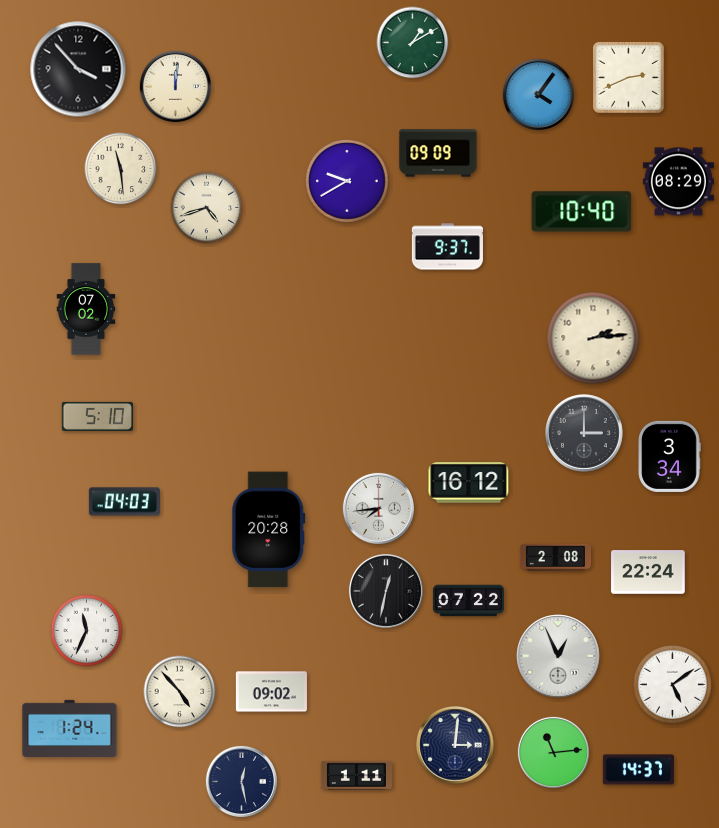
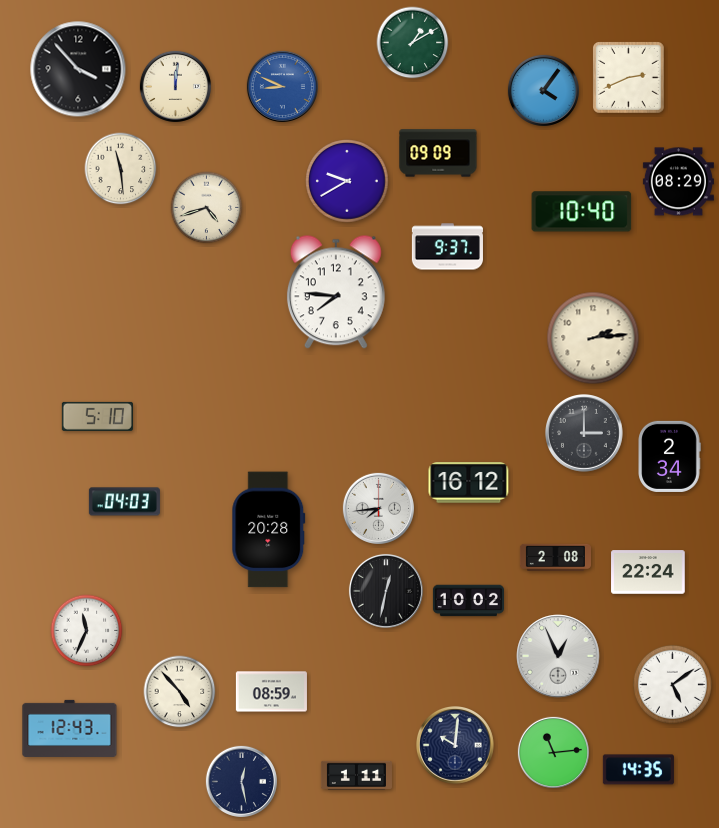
clock at (282, 86): none -> 8:49
clock at (538, 94) position: (538, 94) -> (543, 90)
clock at (336, 292): none -> 7:46
clock at (86, 309): 07:02 -> none
clock at (669, 456): 3:34 -> 2:34
clock at (468, 601): 07:22 -> 10:02
clock at (271, 692): 09:02 -> 08:59
clock at (70, 728): 1:24 -> 12:43
clock at (456, 746): 3:01 -> 10:01
clock at (638, 770): 14:37 -> 14:35
